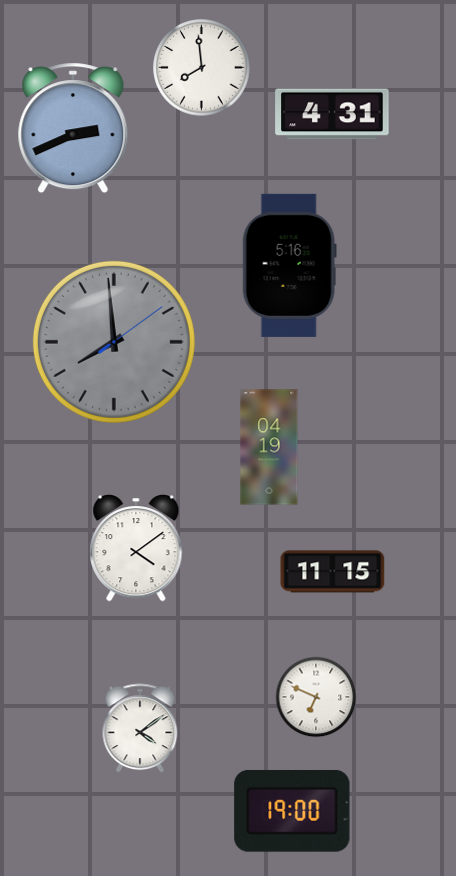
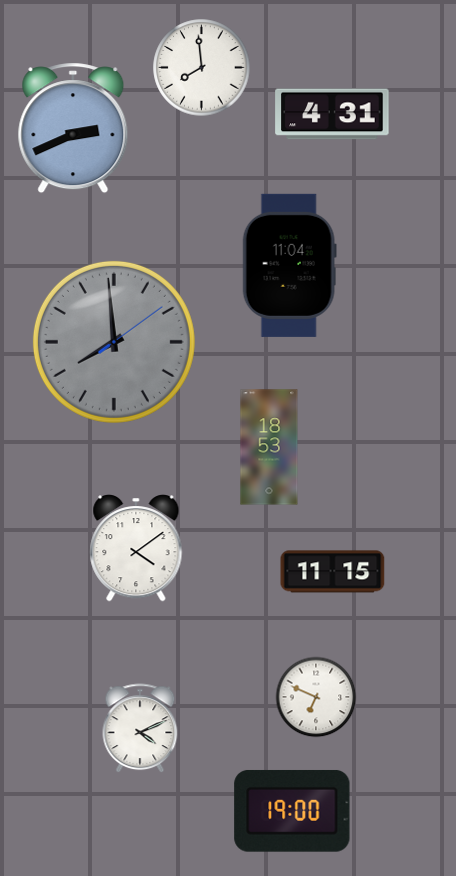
clock at (289, 265): 5:16 -> 11:04
clock at (269, 447): 04:19 -> 18:53
clock at (140, 729): 4:09 -> 4:11
